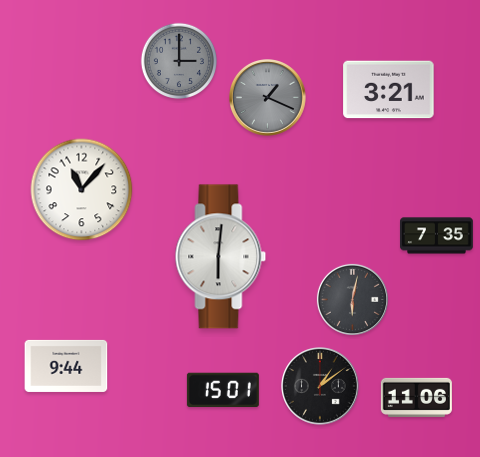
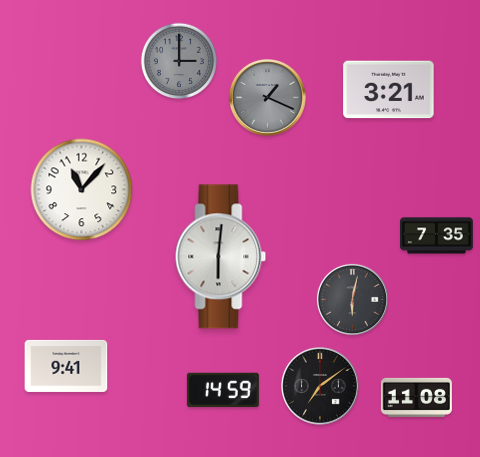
clock at (66, 366): 9:44 -> 9:41
clock at (321, 387): 1:09 -> 7:09
clock at (223, 390): 15:01 -> 14:59
clock at (416, 397): 11:06 -> 11:08
